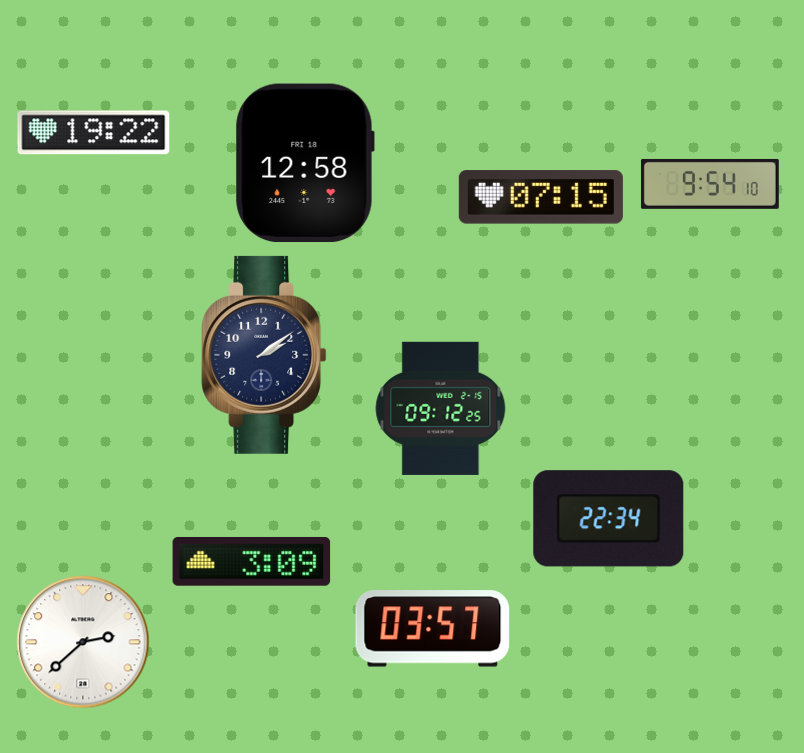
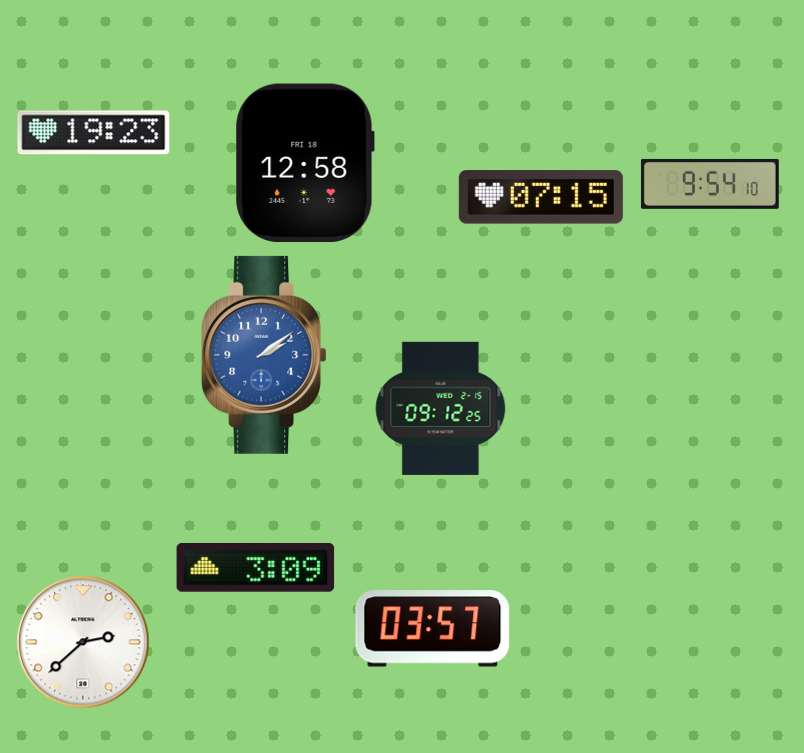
clock at (94, 133): 19:22 -> 19:23
clock at (264, 355) dial: navy -> blue
clock at (609, 519): 22:34 -> none
clock at (252, 561) position: (252, 561) -> (256, 567)
